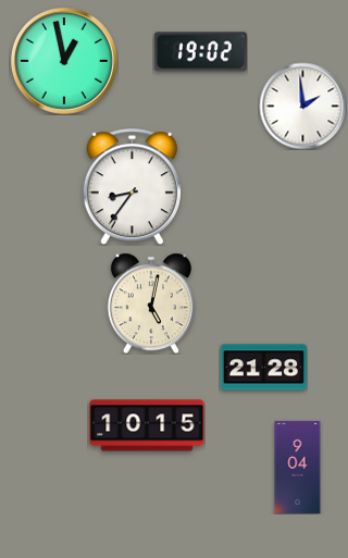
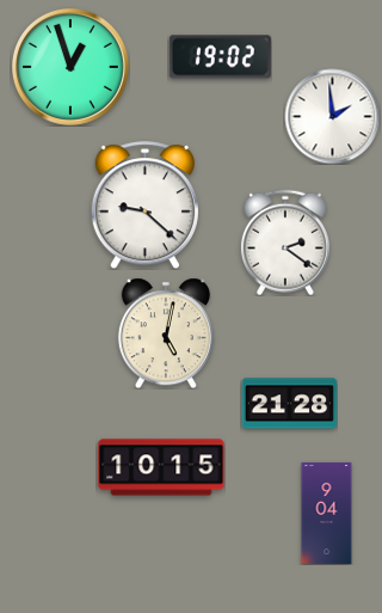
clock at (64, 61): 12:58 -> 12:57
clock at (132, 187): 8:36 -> 9:22
clock at (285, 243): none -> 2:21
